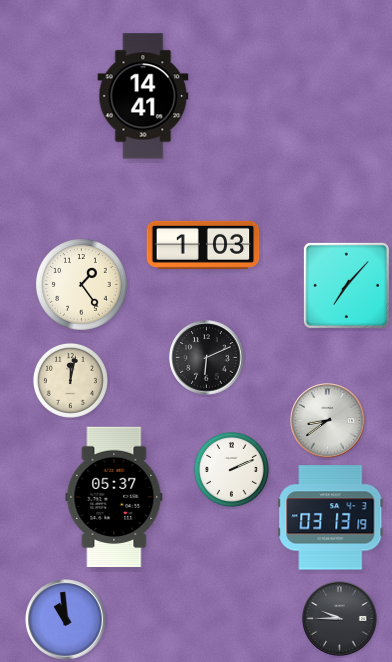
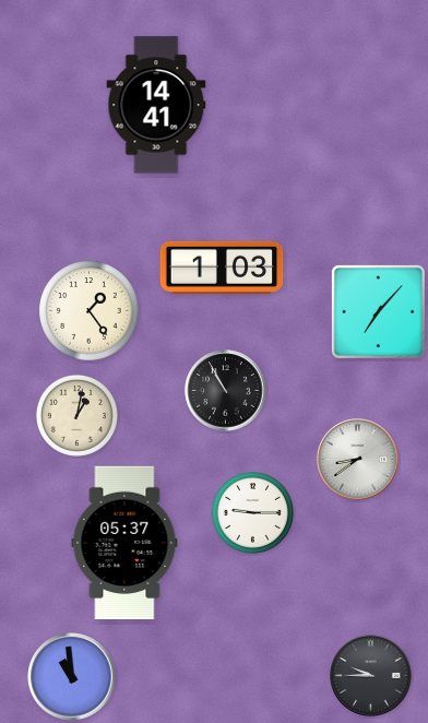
clock at (207, 358): 6:11 -> 10:55
clock at (70, 380): 12:02 -> 1:02
clock at (231, 469): 2:11 -> 9:15
clock at (331, 518): 03:13 -> none
